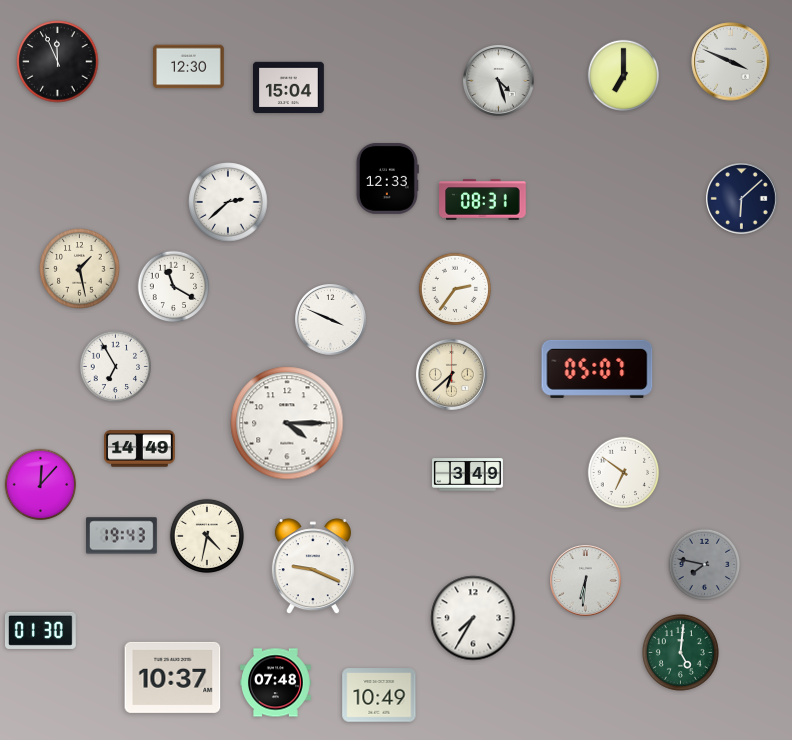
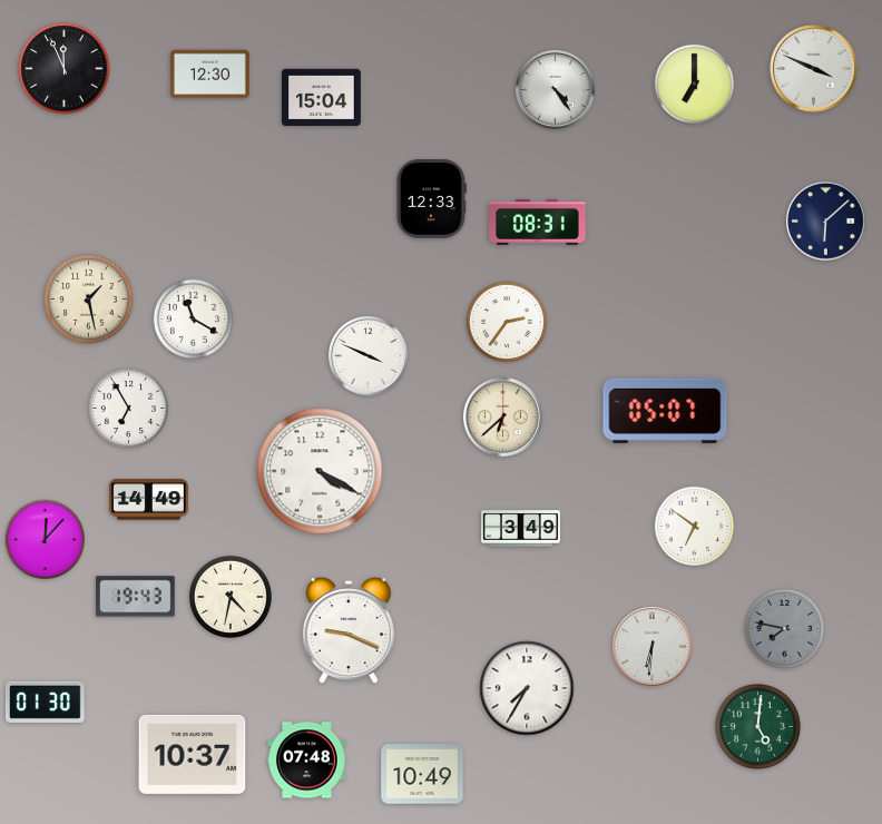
clock at (499, 81): 4:27 -> 4:24
clock at (228, 202): 2:38 -> none
clock at (287, 423): 4:15 -> 4:20
clock at (140, 449) position: (140, 449) -> (149, 500)
